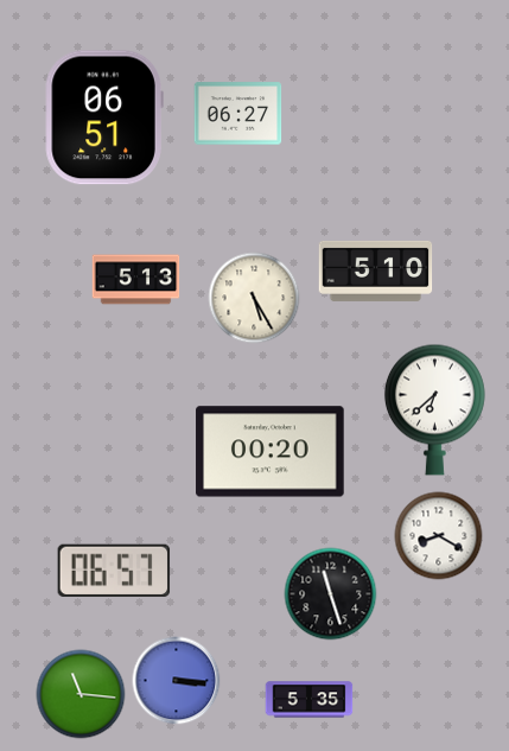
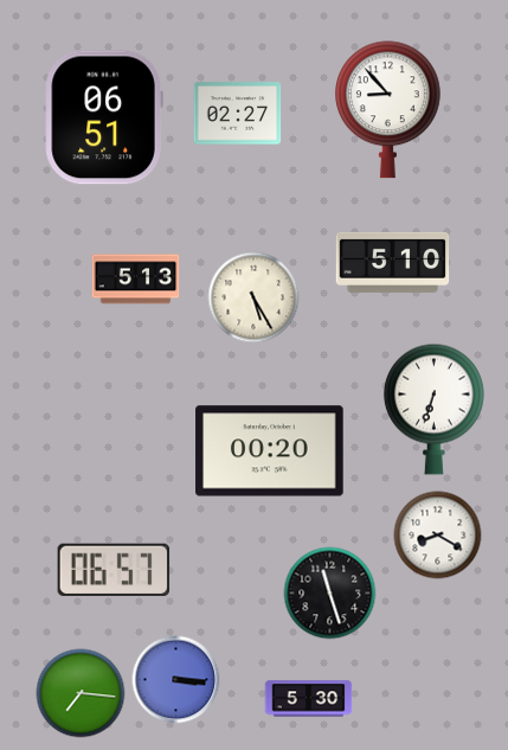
clock at (388, 110): none -> 8:53
clock at (238, 114): 06:27 -> 02:27
clock at (376, 271) position: (376, 271) -> (393, 262)
clock at (434, 409): 6:38 -> 6:33
clock at (81, 694): 11:16 -> 7:16
clock at (310, 700): 5:35 -> 5:30
